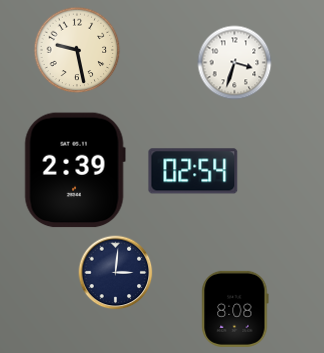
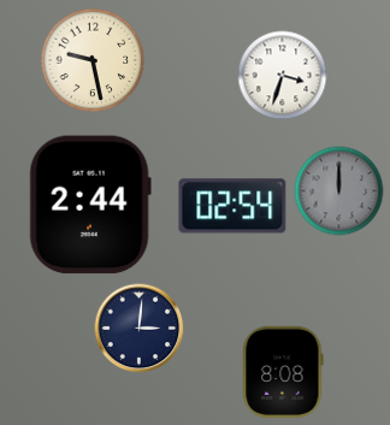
clock at (339, 191): none -> 12:00
clock at (75, 170): 2:39 -> 2:44
